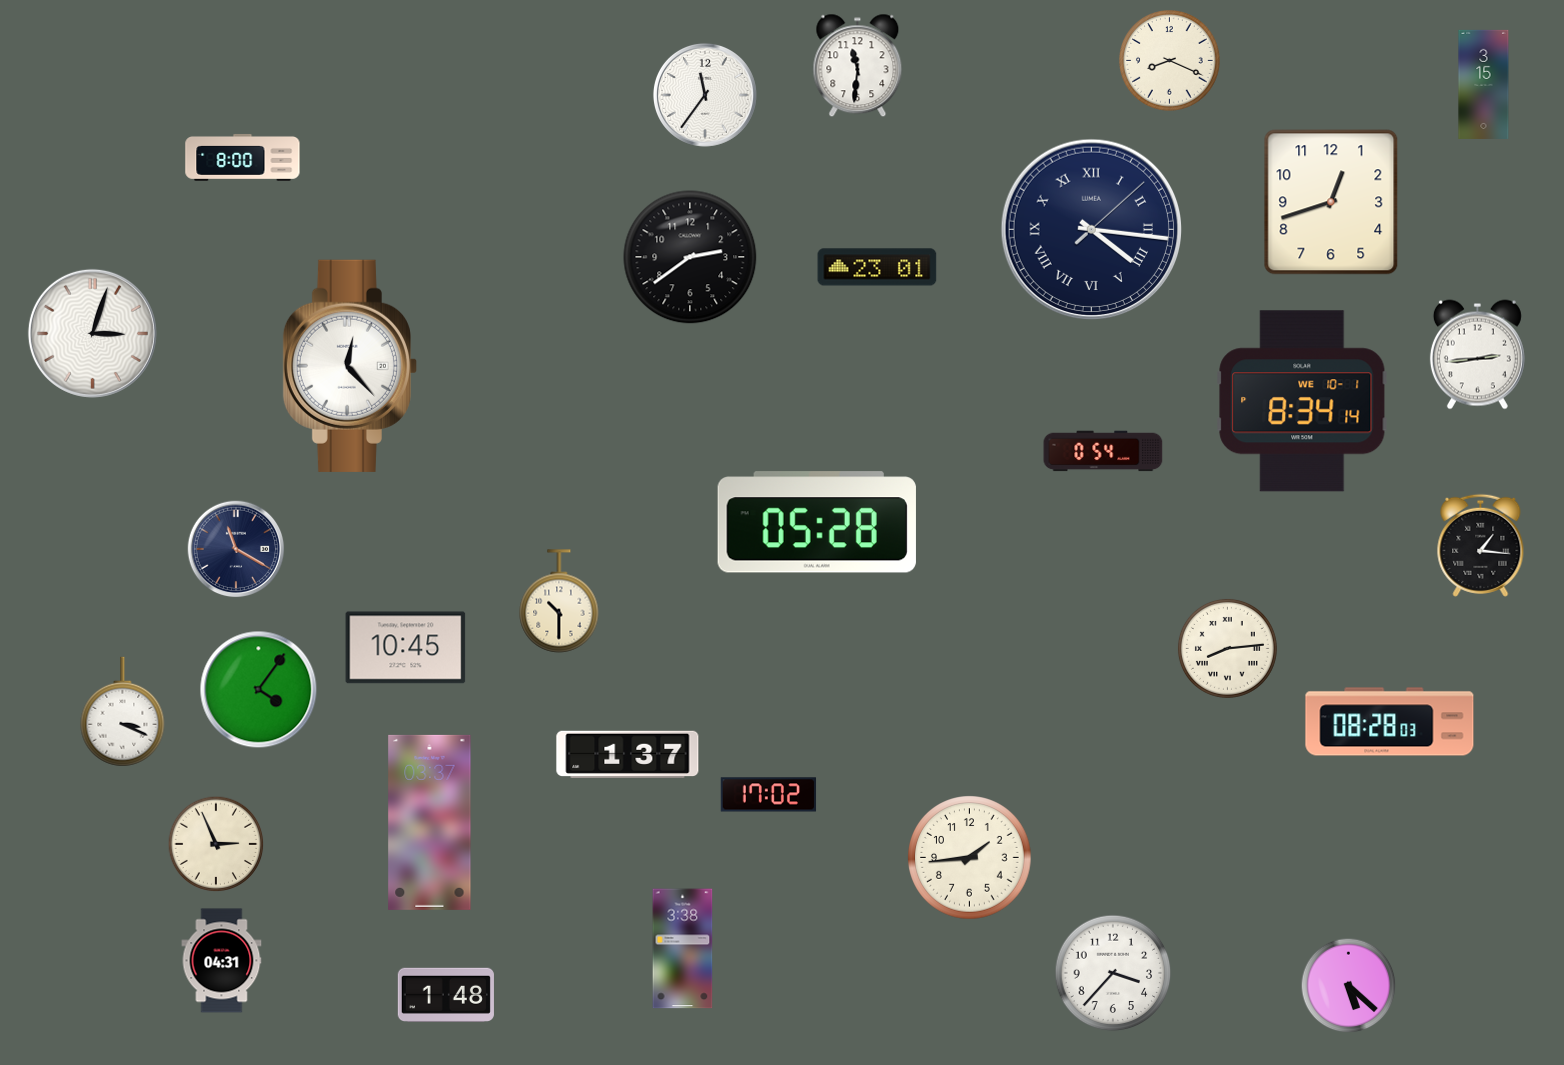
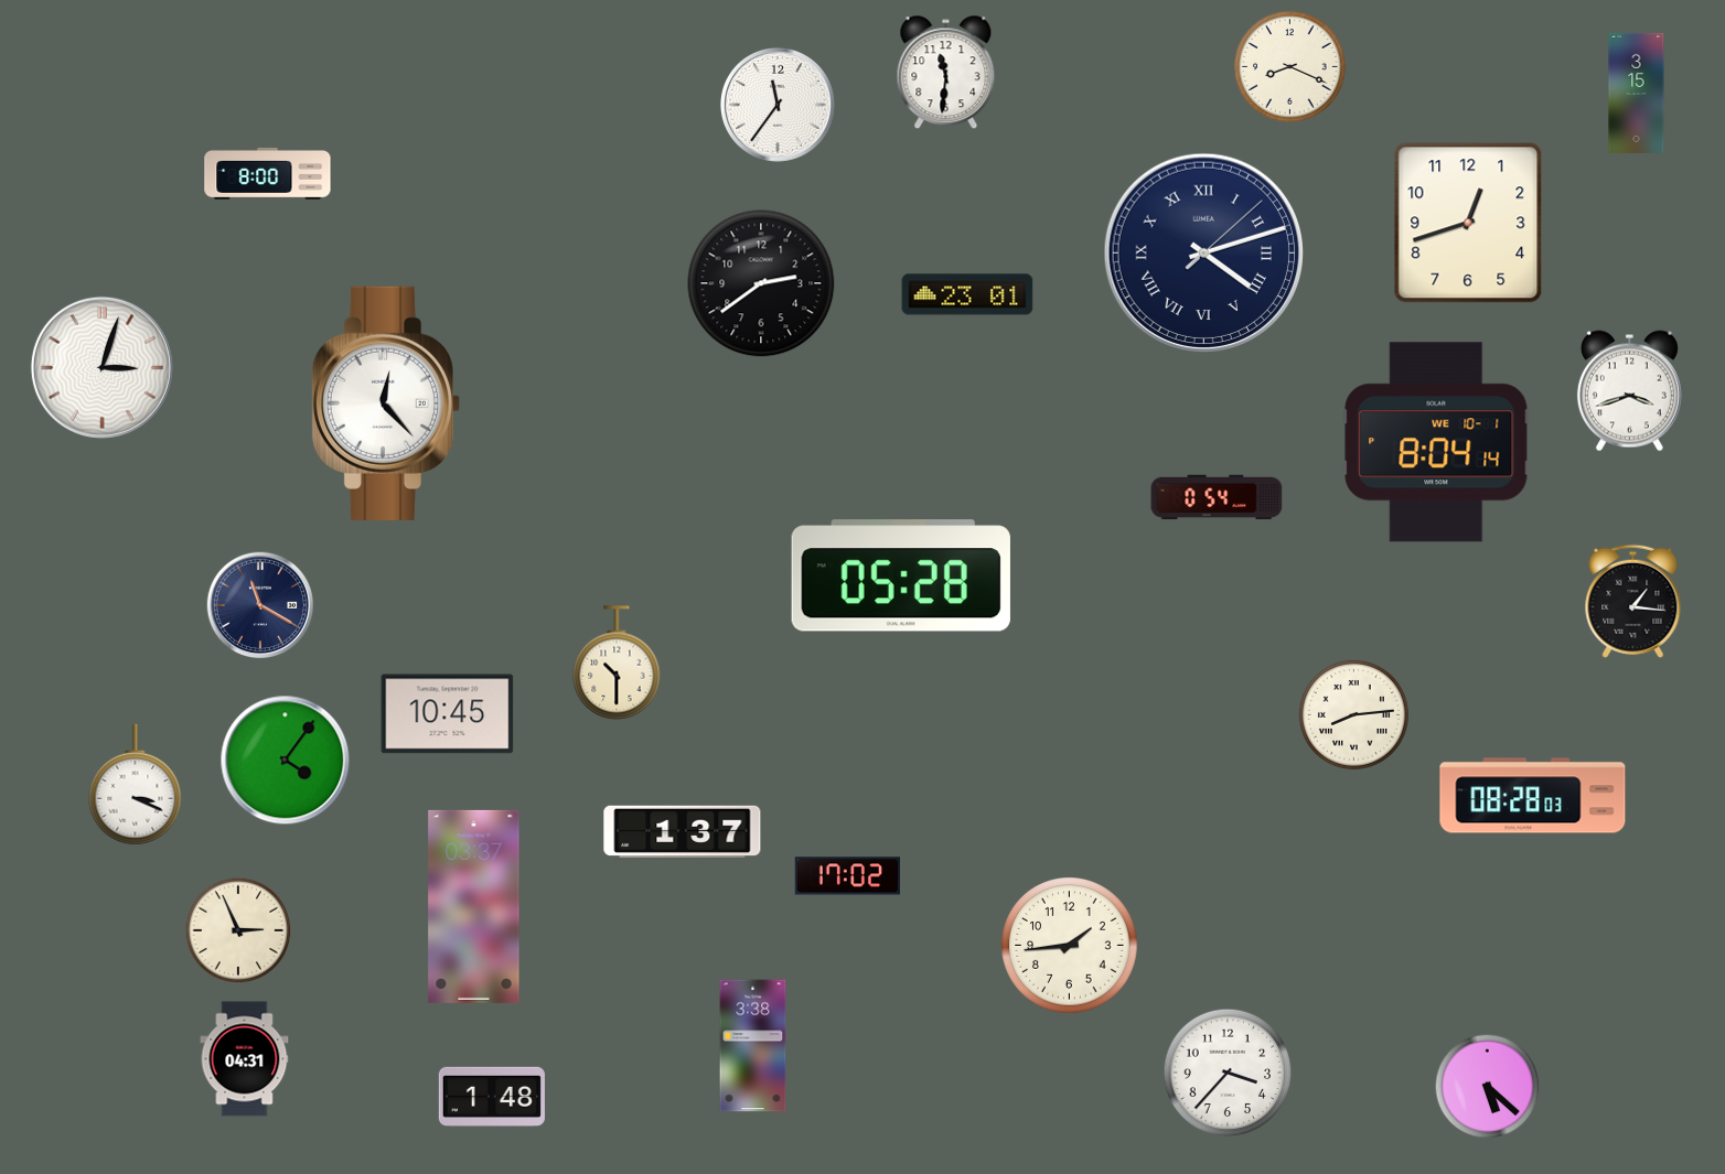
clock at (1091, 229): 4:16 -> 4:12
clock at (1477, 355): 2:44 -> 3:42
clock at (1302, 401): 8:34 -> 8:04
clock at (628, 754) position: (628, 754) -> (683, 831)
